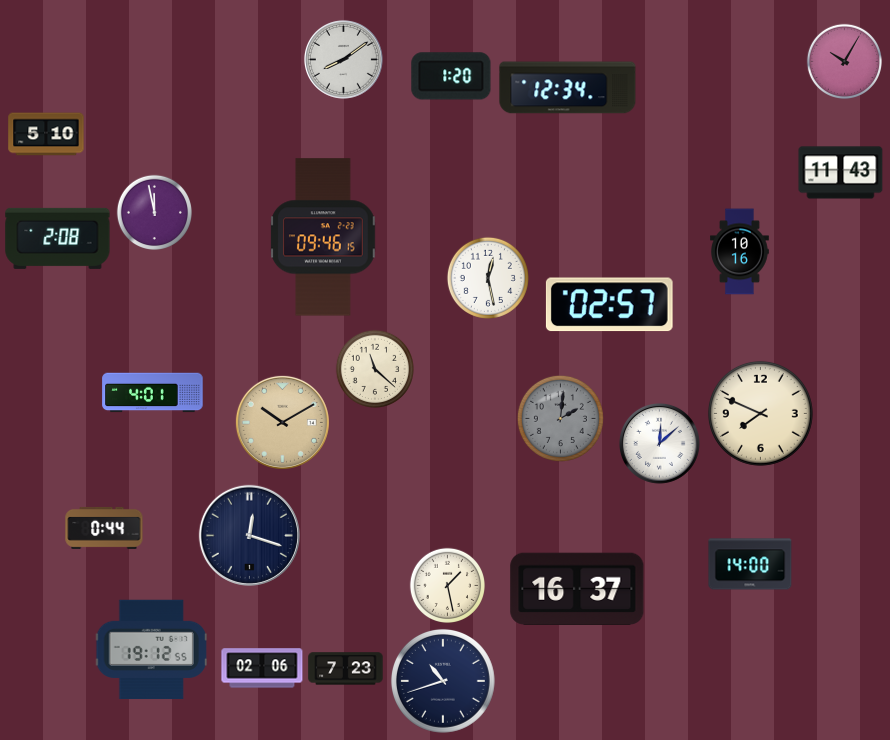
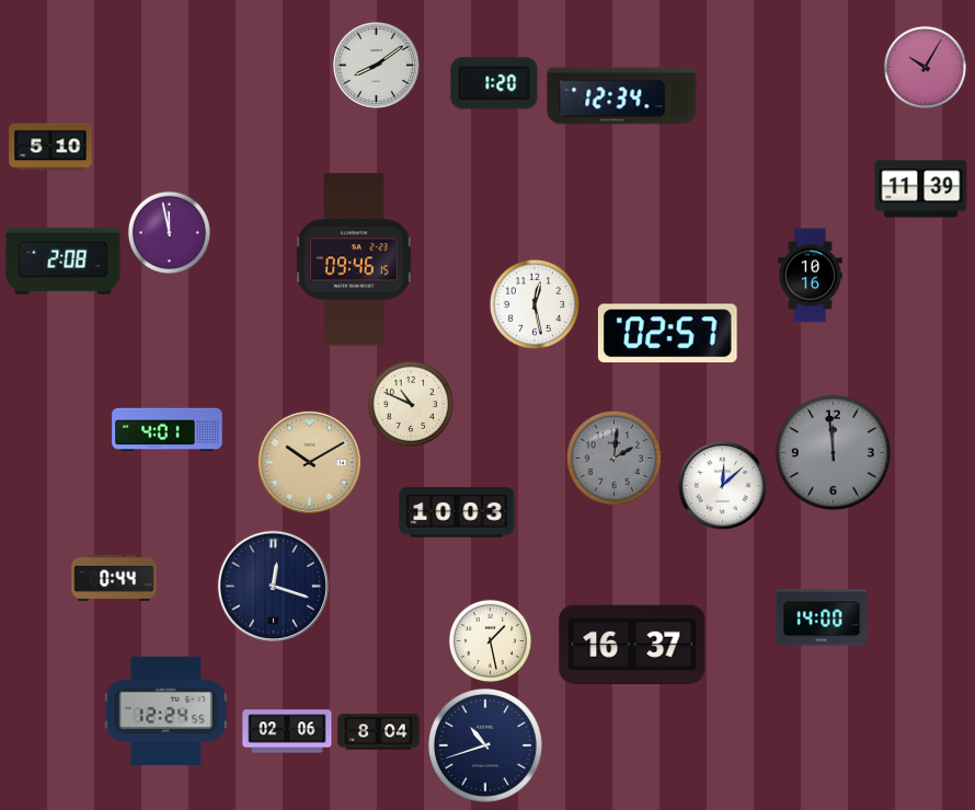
clock at (841, 173): 11:43 -> 11:39
clock at (374, 368): 11:22 -> 10:49
clock at (760, 413): 7:49 -> 11:59
clock at (760, 413) dial: cream -> grey
clock at (457, 512): none -> 10:03
clock at (151, 650): 19:12 -> 12:24
clock at (346, 669): 7:23 -> 8:04
